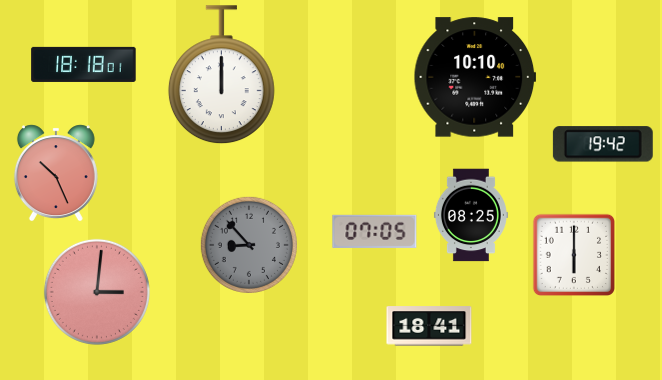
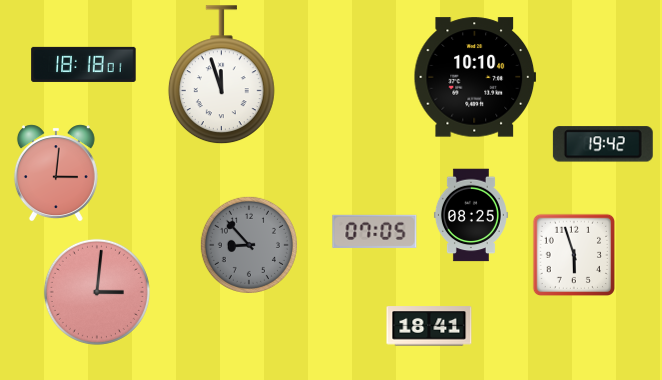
clock at (221, 75): 12:00 -> 11:57
clock at (56, 173): 10:26 -> 3:01
clock at (573, 254): 6:00 -> 5:57
